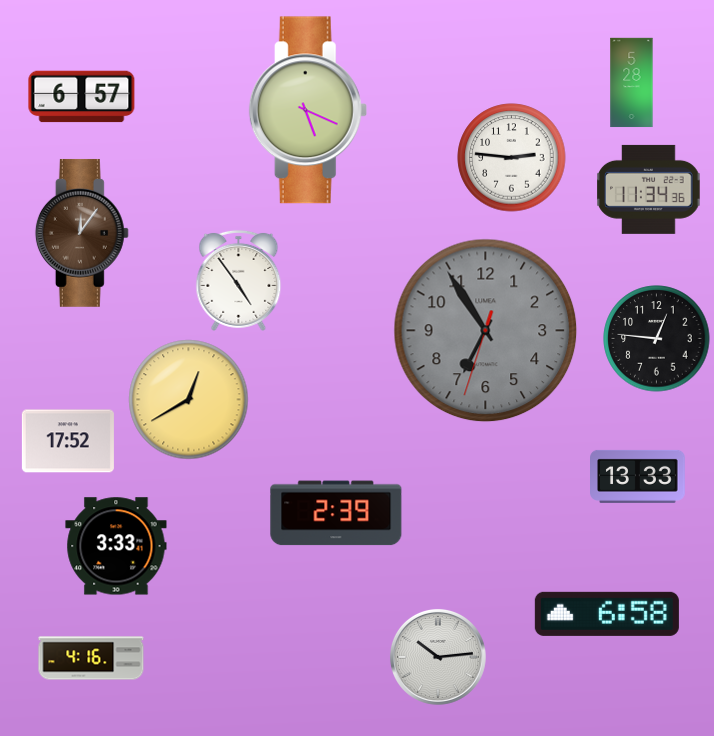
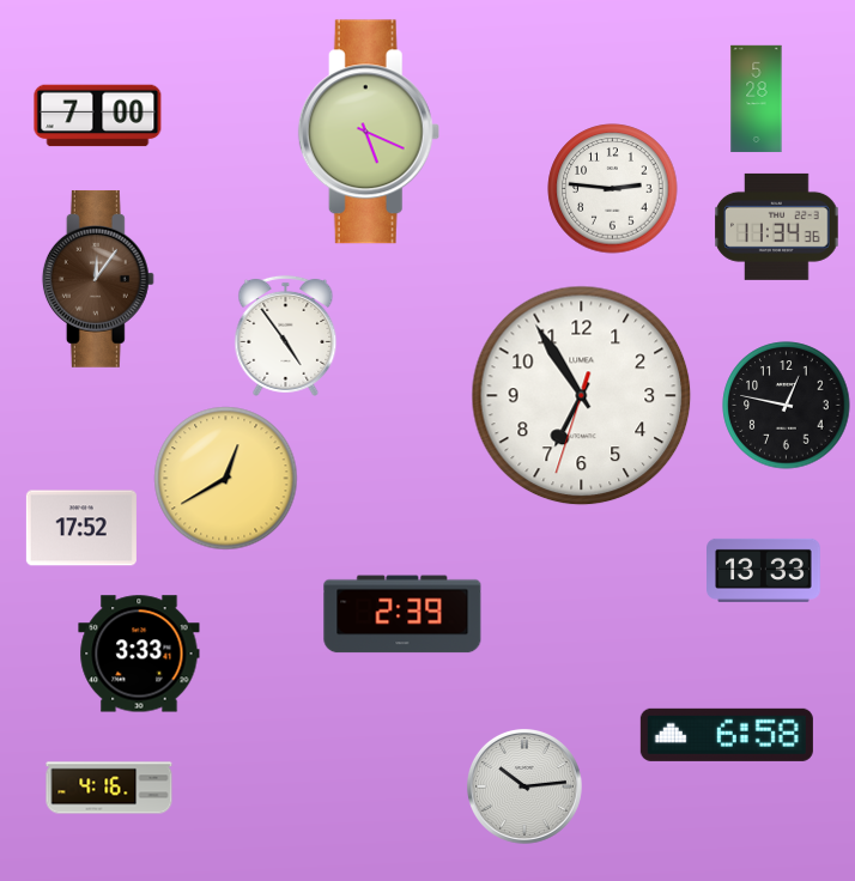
clock at (82, 97): 6:57 -> 7:00
clock at (486, 331) dial: grey -> white
clock at (657, 339): 12:46 -> 12:47
